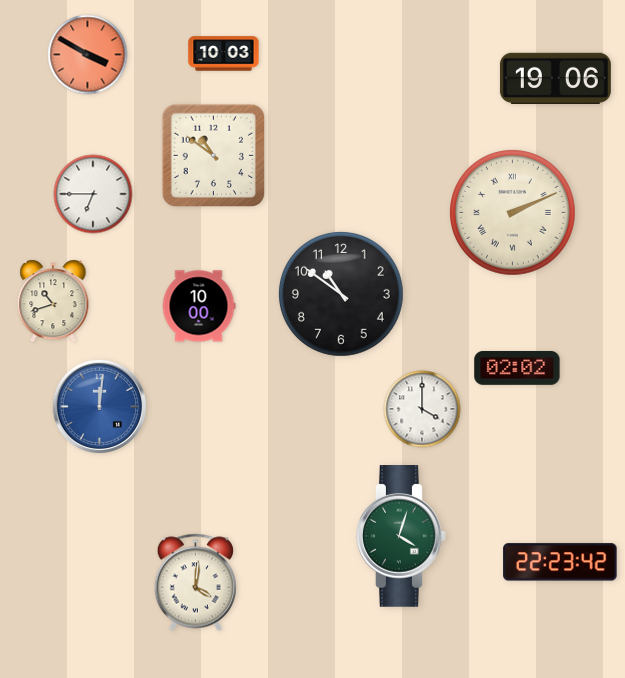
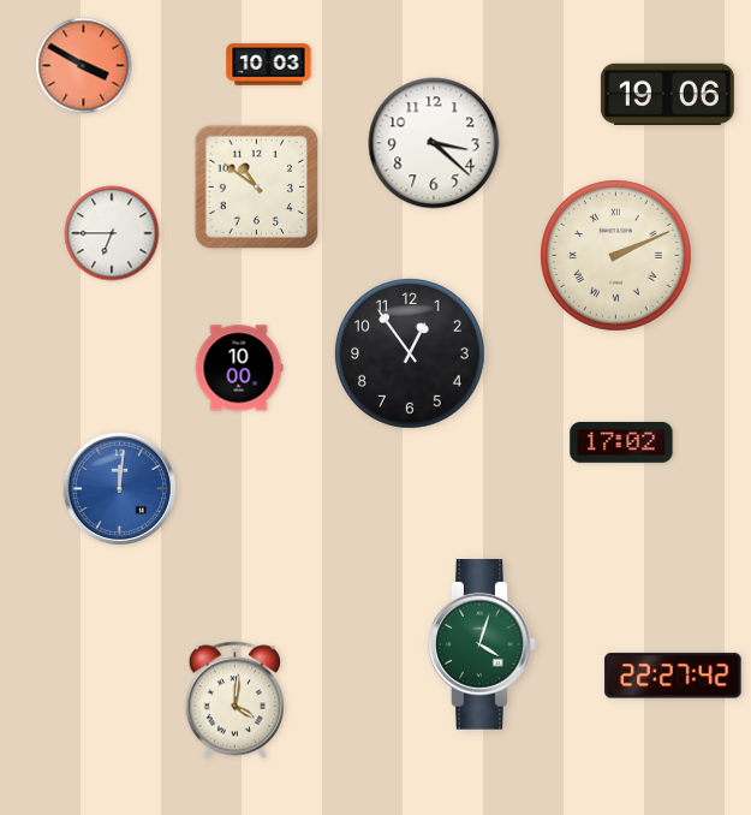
clock at (88, 55) position: (88, 55) -> (84, 66)
clock at (434, 143): none -> 3:22
clock at (341, 294): 10:51 -> 12:54
clock at (53, 301): 10:42 -> none
clock at (517, 369): 02:02 -> 17:02
clock at (422, 409): 4:00 -> none
clock at (560, 562): 22:23 -> 22:27
